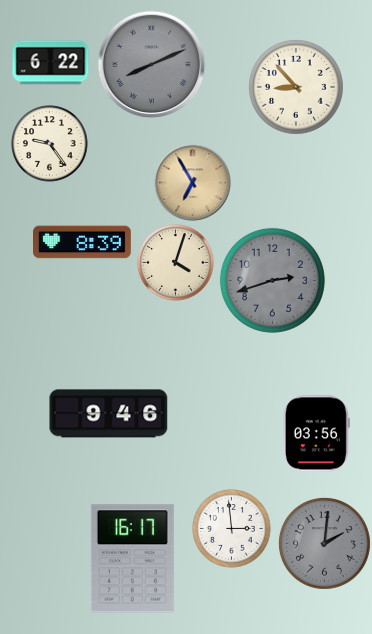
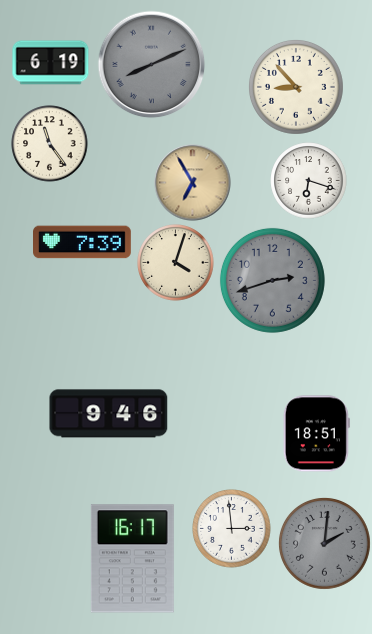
clock at (51, 63): 6:22 -> 6:19
clock at (50, 144): 9:24 -> 11:24
clock at (309, 181): none -> 6:18
clock at (83, 242): 8:39 -> 7:39
clock at (316, 434): 03:56 -> 18:51
